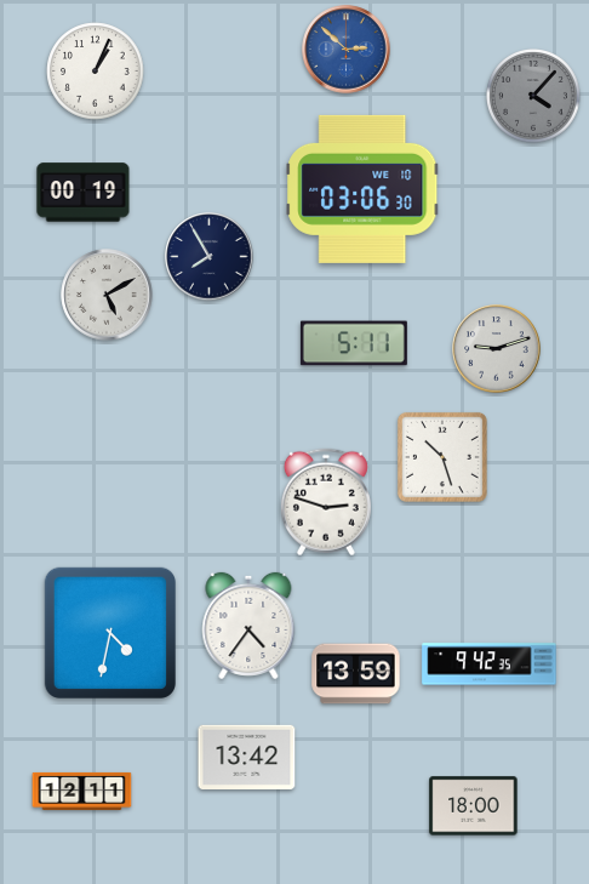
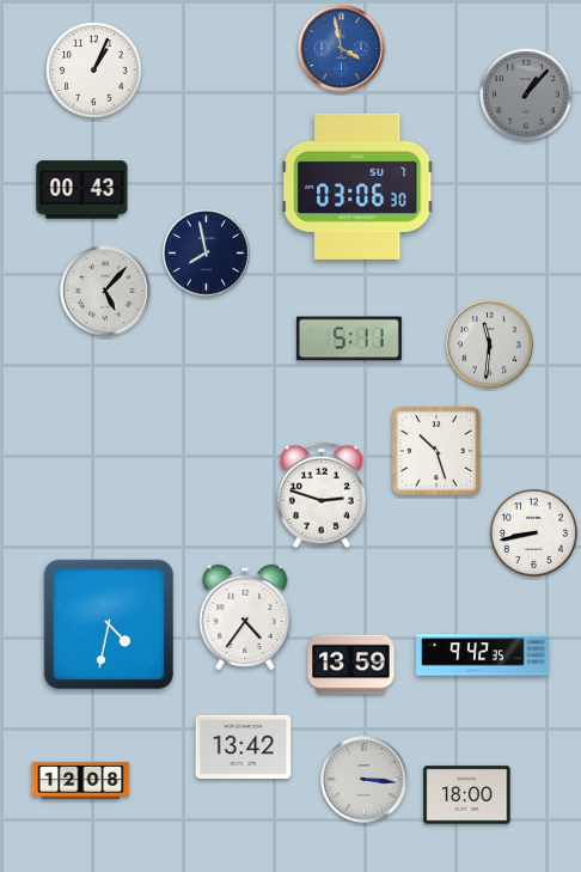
clock at (347, 50): 2:52 -> 3:58
clock at (534, 97): 4:07 -> 1:07
clock at (362, 189) date: WE 10 -> SU 7
clock at (84, 193): 00:19 -> 00:43
clock at (210, 257): 7:55 -> 7:58
clock at (107, 295): 5:10 -> 5:07
clock at (497, 349): 9:12 -> 11:31
clock at (533, 532): none -> 8:43
clock at (82, 791): 12:11 -> 12:08
clock at (365, 780): none -> 3:16
